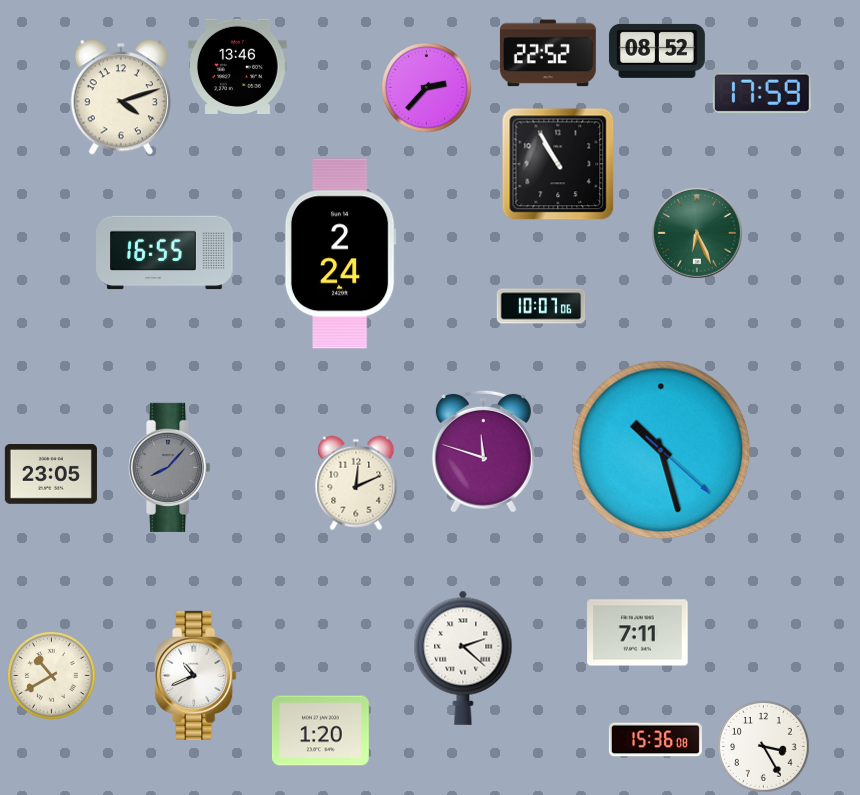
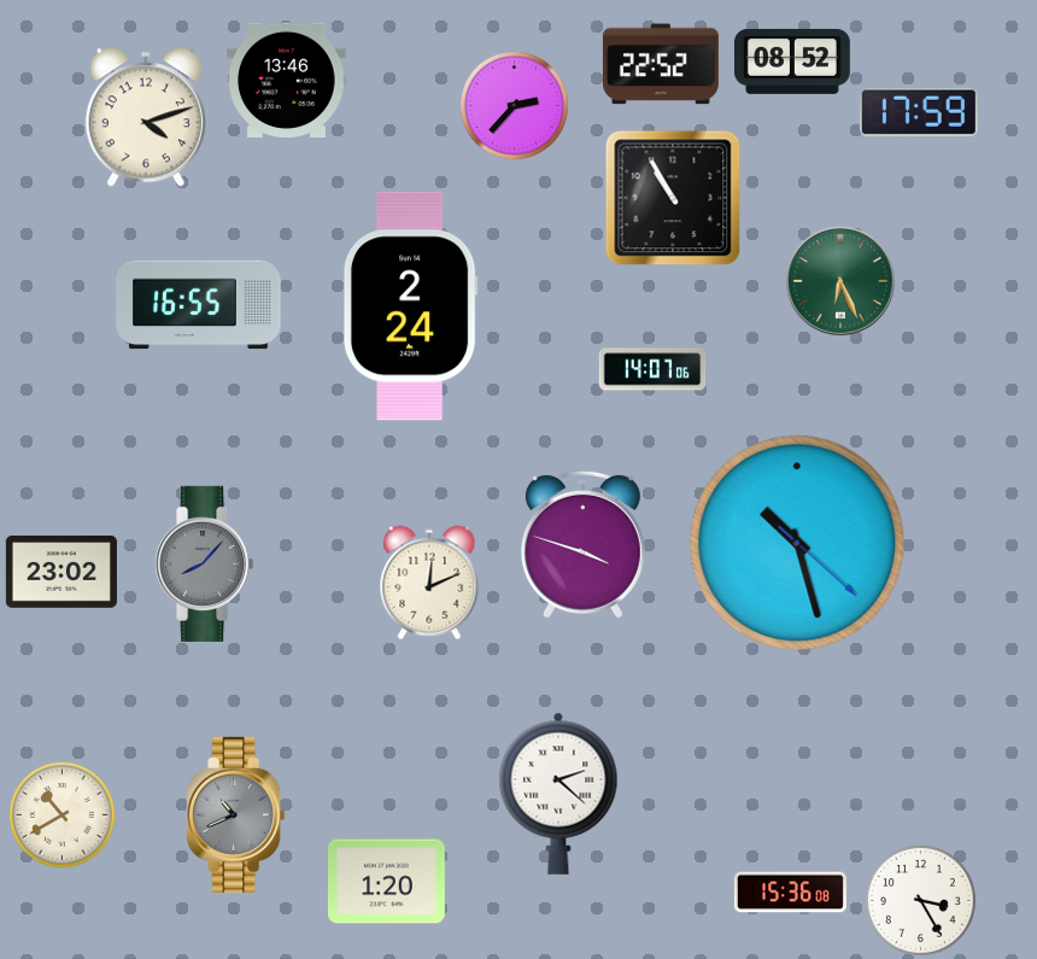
clock at (541, 306): 10:07 -> 14:07
clock at (483, 451): 11:48 -> 3:48
clock at (51, 475): 23:05 -> 23:02
clock at (638, 633): 7:11 -> none
clock at (196, 675) dial: white -> grey
